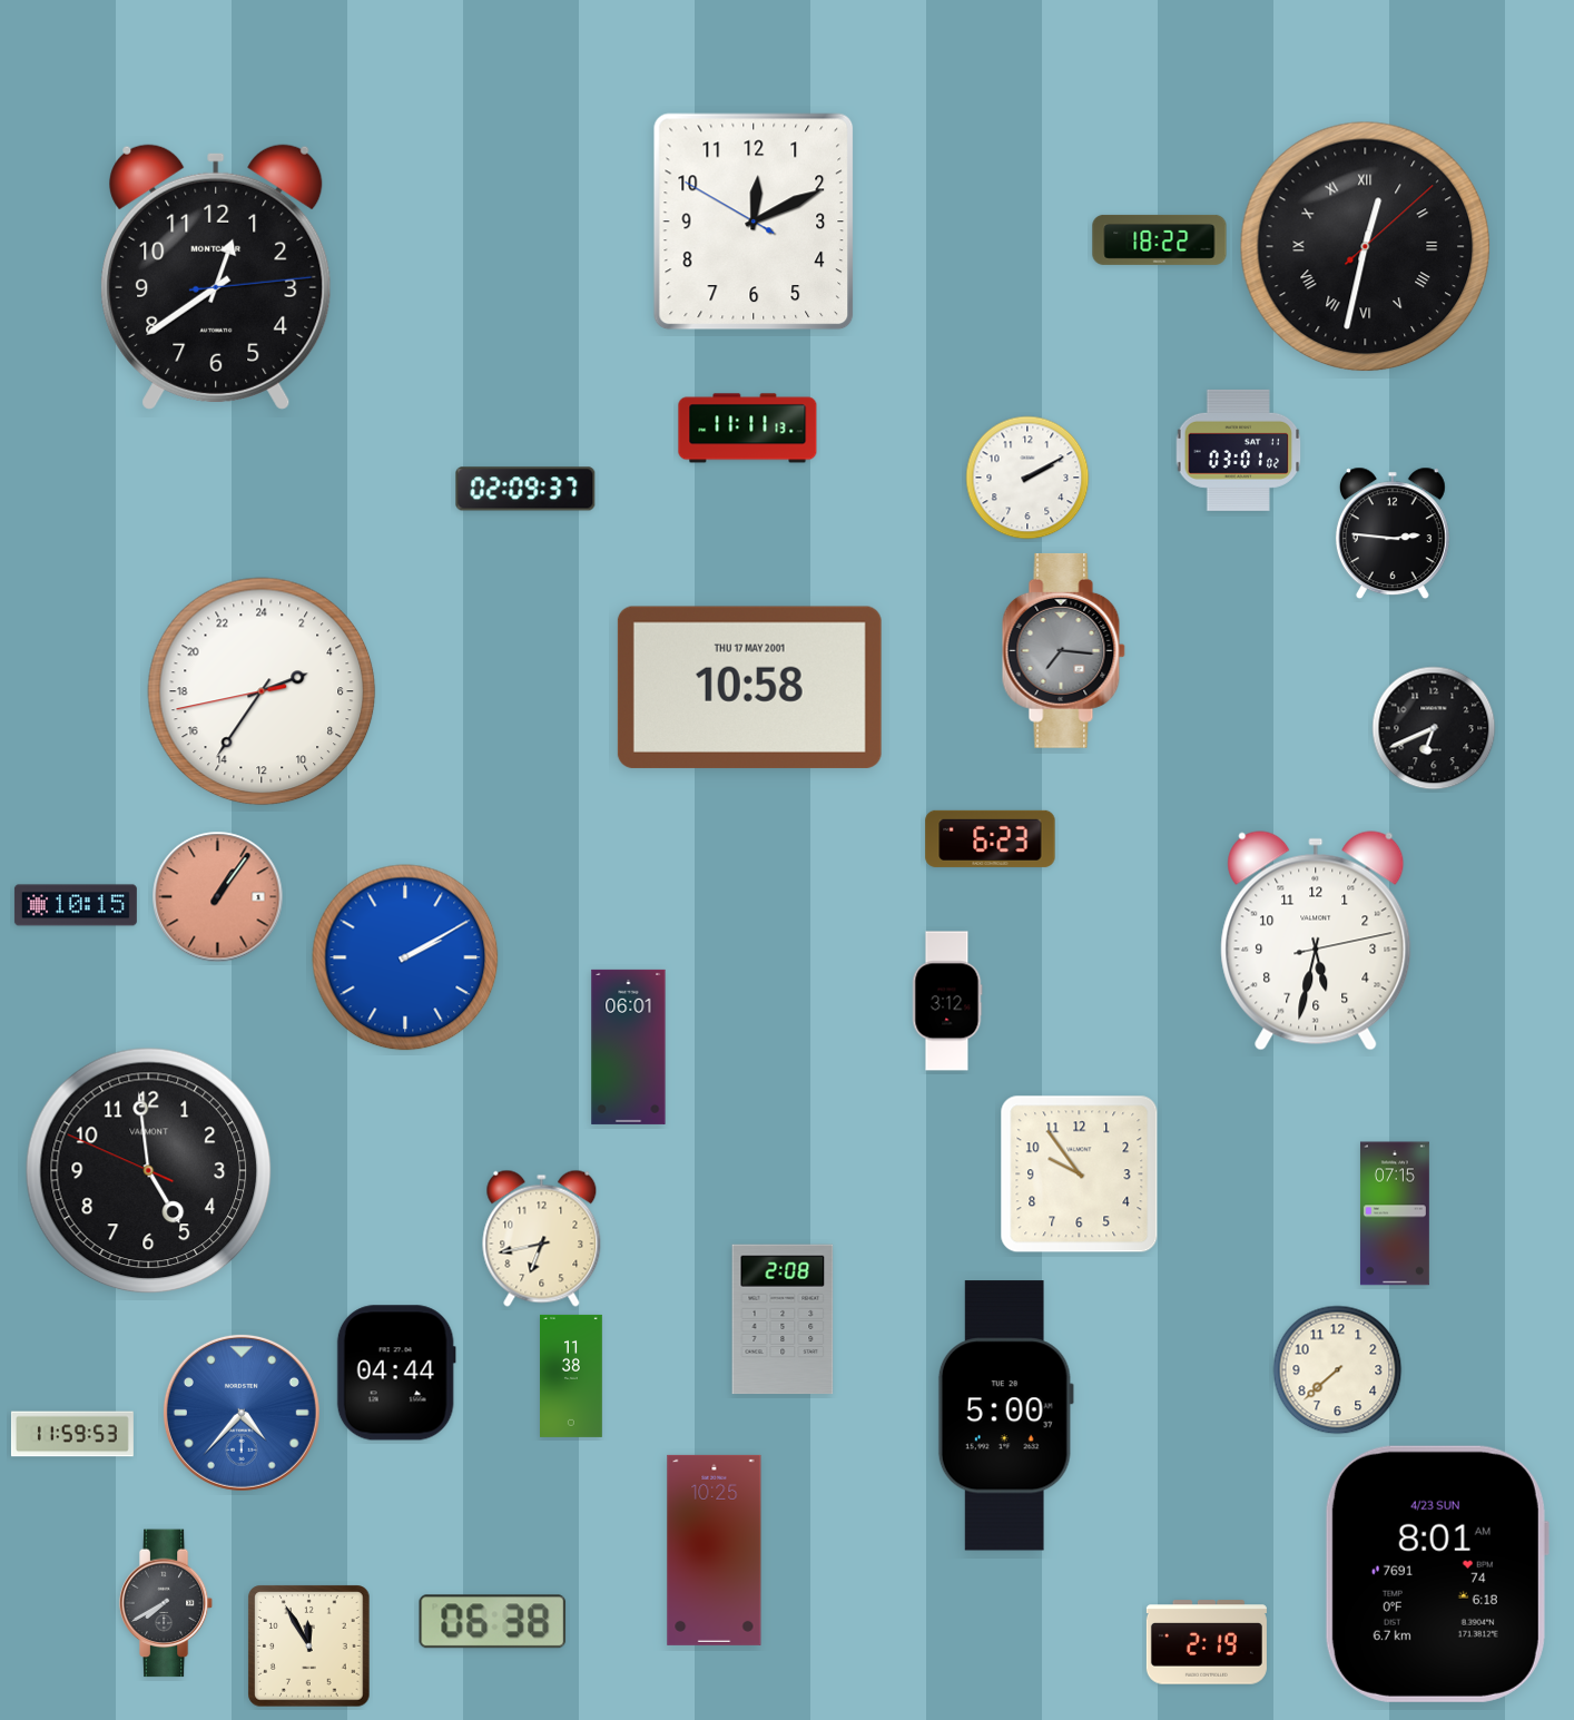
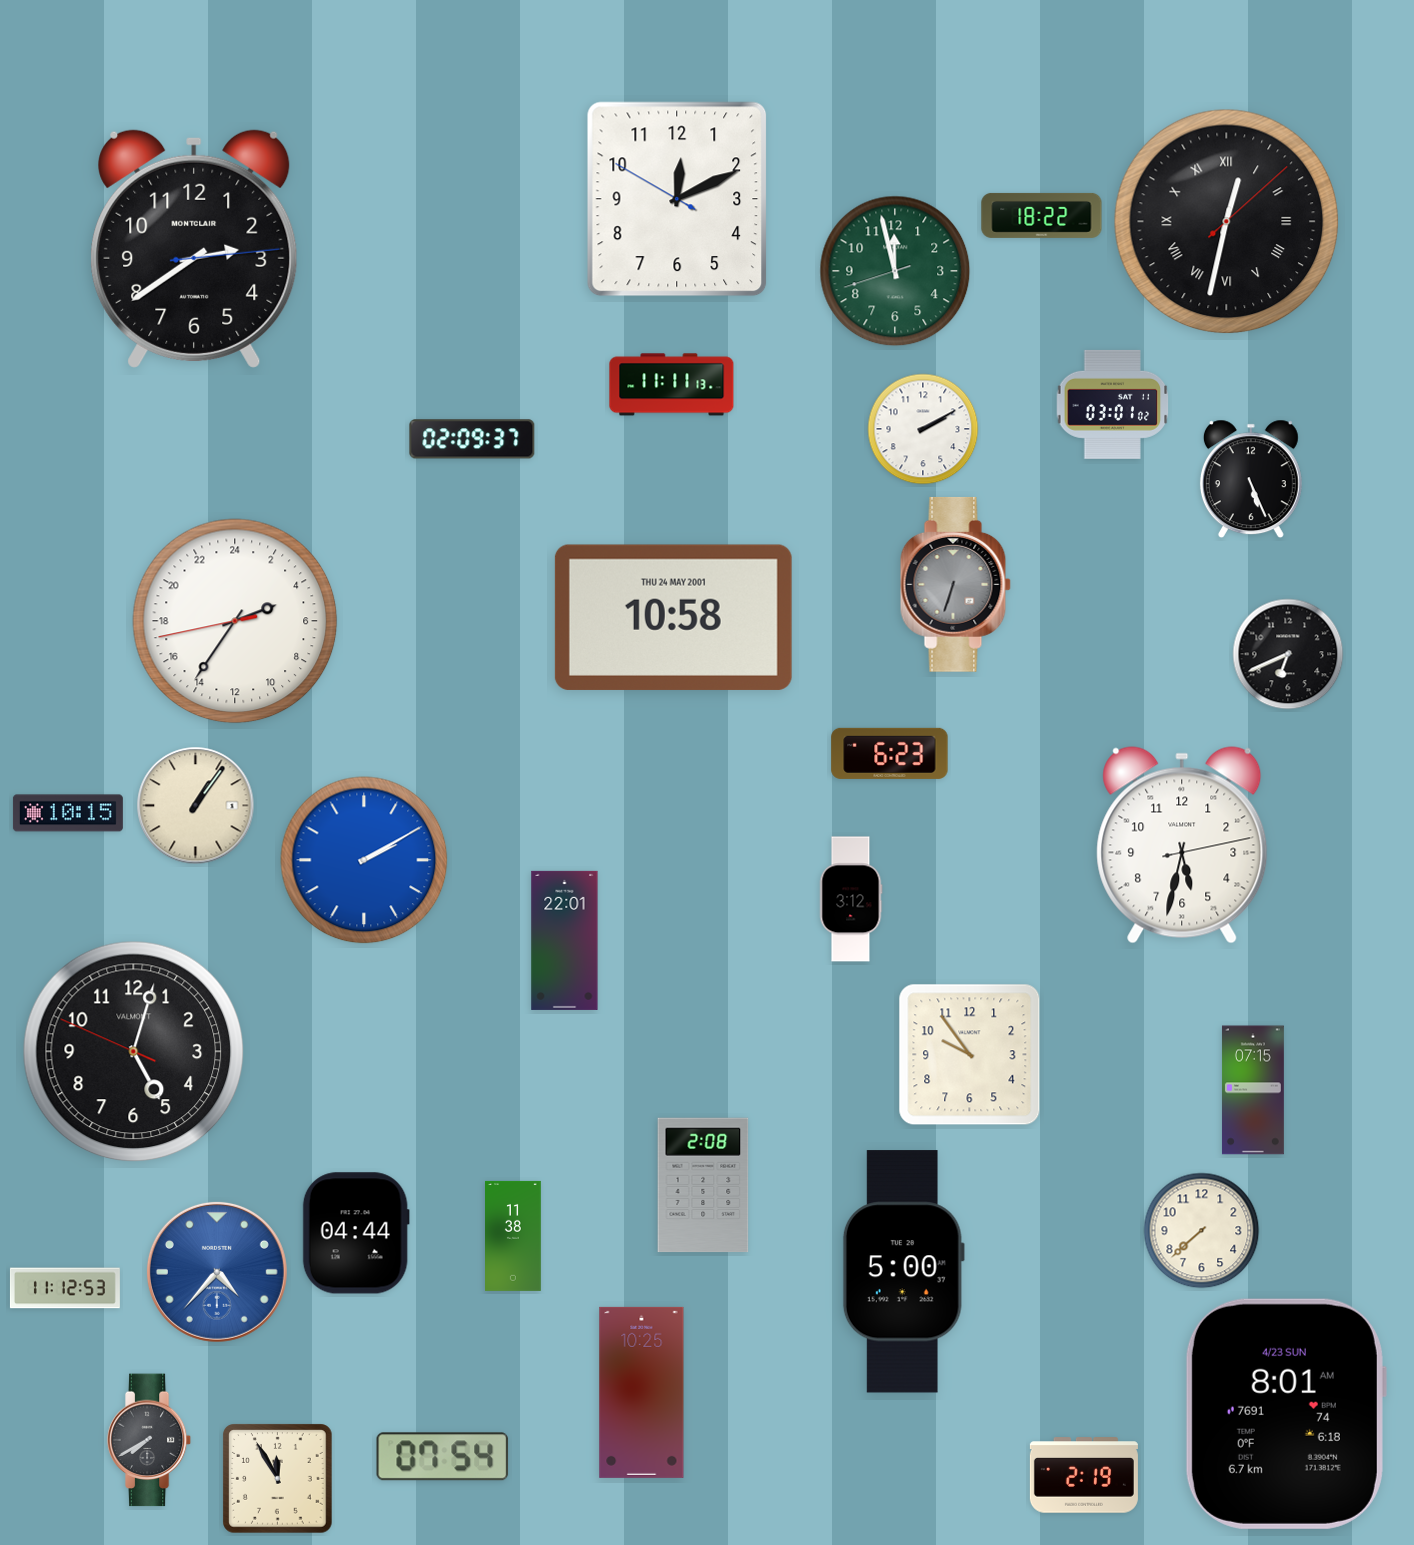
clock at (216, 277): 12:39 -> 2:39
clock at (895, 271): none -> 11:57
clock at (1393, 533): 2:46 -> 5:26
clock at (1063, 650): 7:16 -> 6:33
clock at (749, 687) date: THU 17 MAY 2001 -> THU 24 MAY 2001
clock at (218, 897) dial: salmon -> cream
clock at (629, 1046): 06:01 -> 22:01
clock at (149, 1171): 4:58 -> 5:02
clock at (542, 1238): 6:43 -> none
clock at (242, 1413) position: (242, 1413) -> (217, 1272)
clock at (72, 1434): 11:59 -> 11:12
clock at (1436, 1574) position: (1436, 1574) -> (1285, 1414)
clock at (492, 1622): 06:38 -> 07:54
